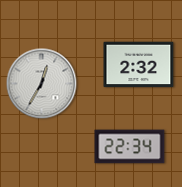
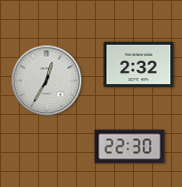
clock at (42, 84) position: (42, 84) -> (47, 81)
clock at (130, 147): 22:34 -> 22:30
